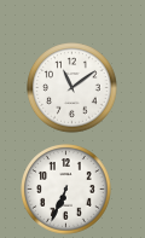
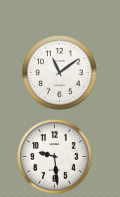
clock at (66, 190): 6:34 -> 9:29
